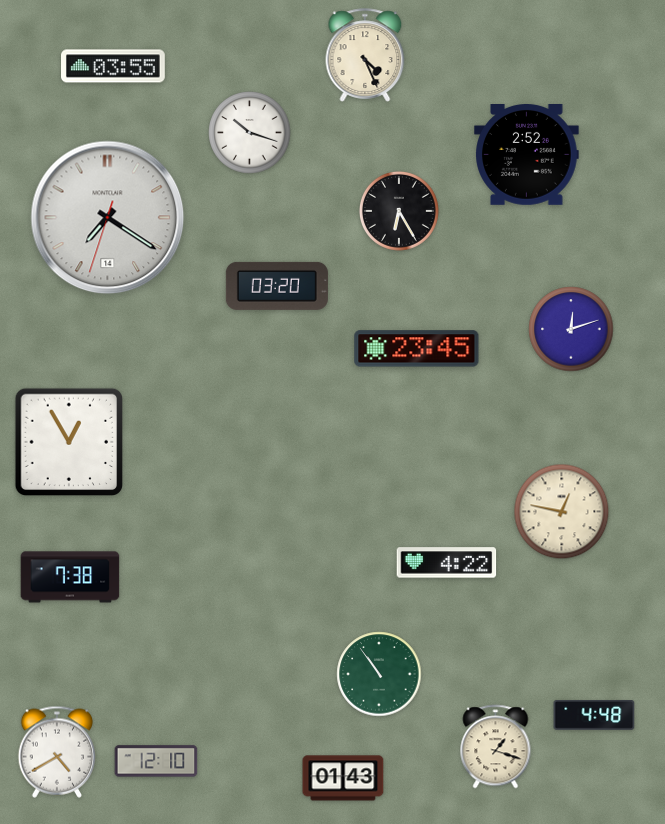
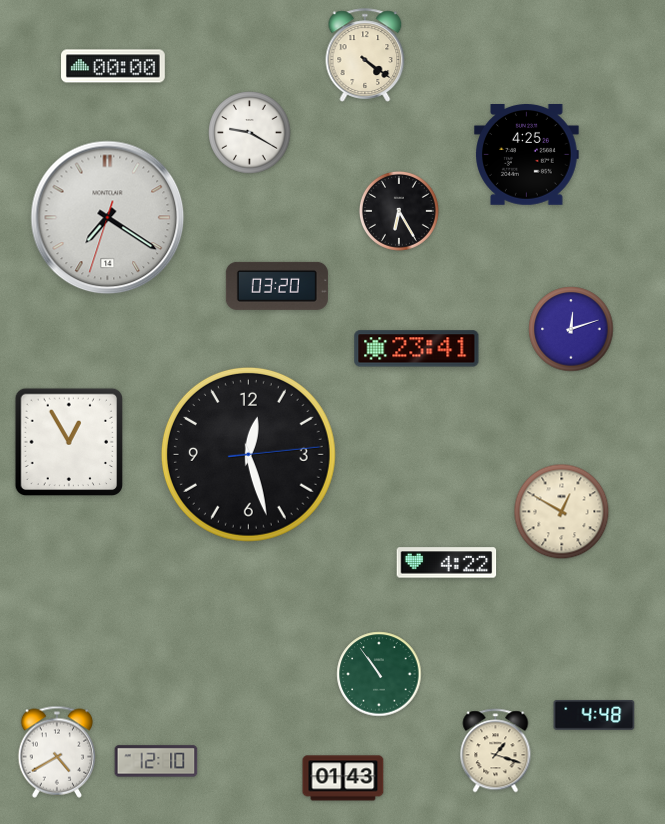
clock at (365, 55): 4:26 -> 4:21
clock at (114, 66): 03:55 -> 00:00
clock at (250, 133): 10:18 -> 9:20
clock at (527, 155): 2:52 -> 4:25
clock at (417, 349): 23:45 -> 23:41
clock at (248, 454): none -> 12:27
clock at (562, 512): 12:47 -> 12:50
clock at (70, 577): 7:38 -> none
clock at (496, 747) position: (496, 747) -> (496, 751)
